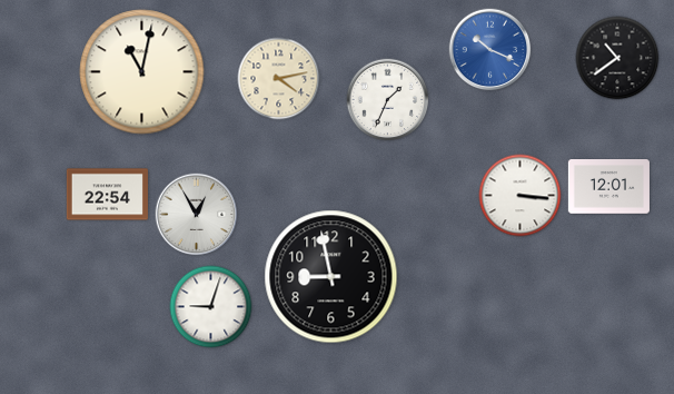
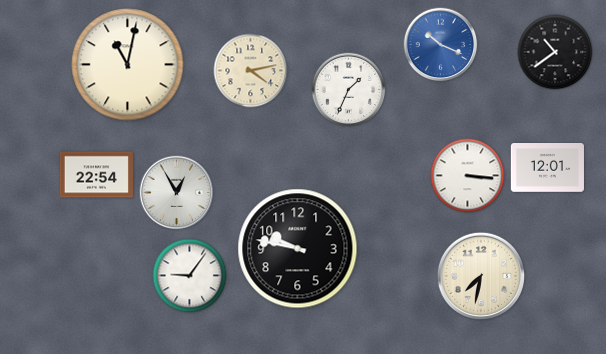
clock at (331, 277): 8:58 -> 9:47
clock at (480, 275): none -> 7:32
clock at (211, 307): 9:03 -> 9:06
